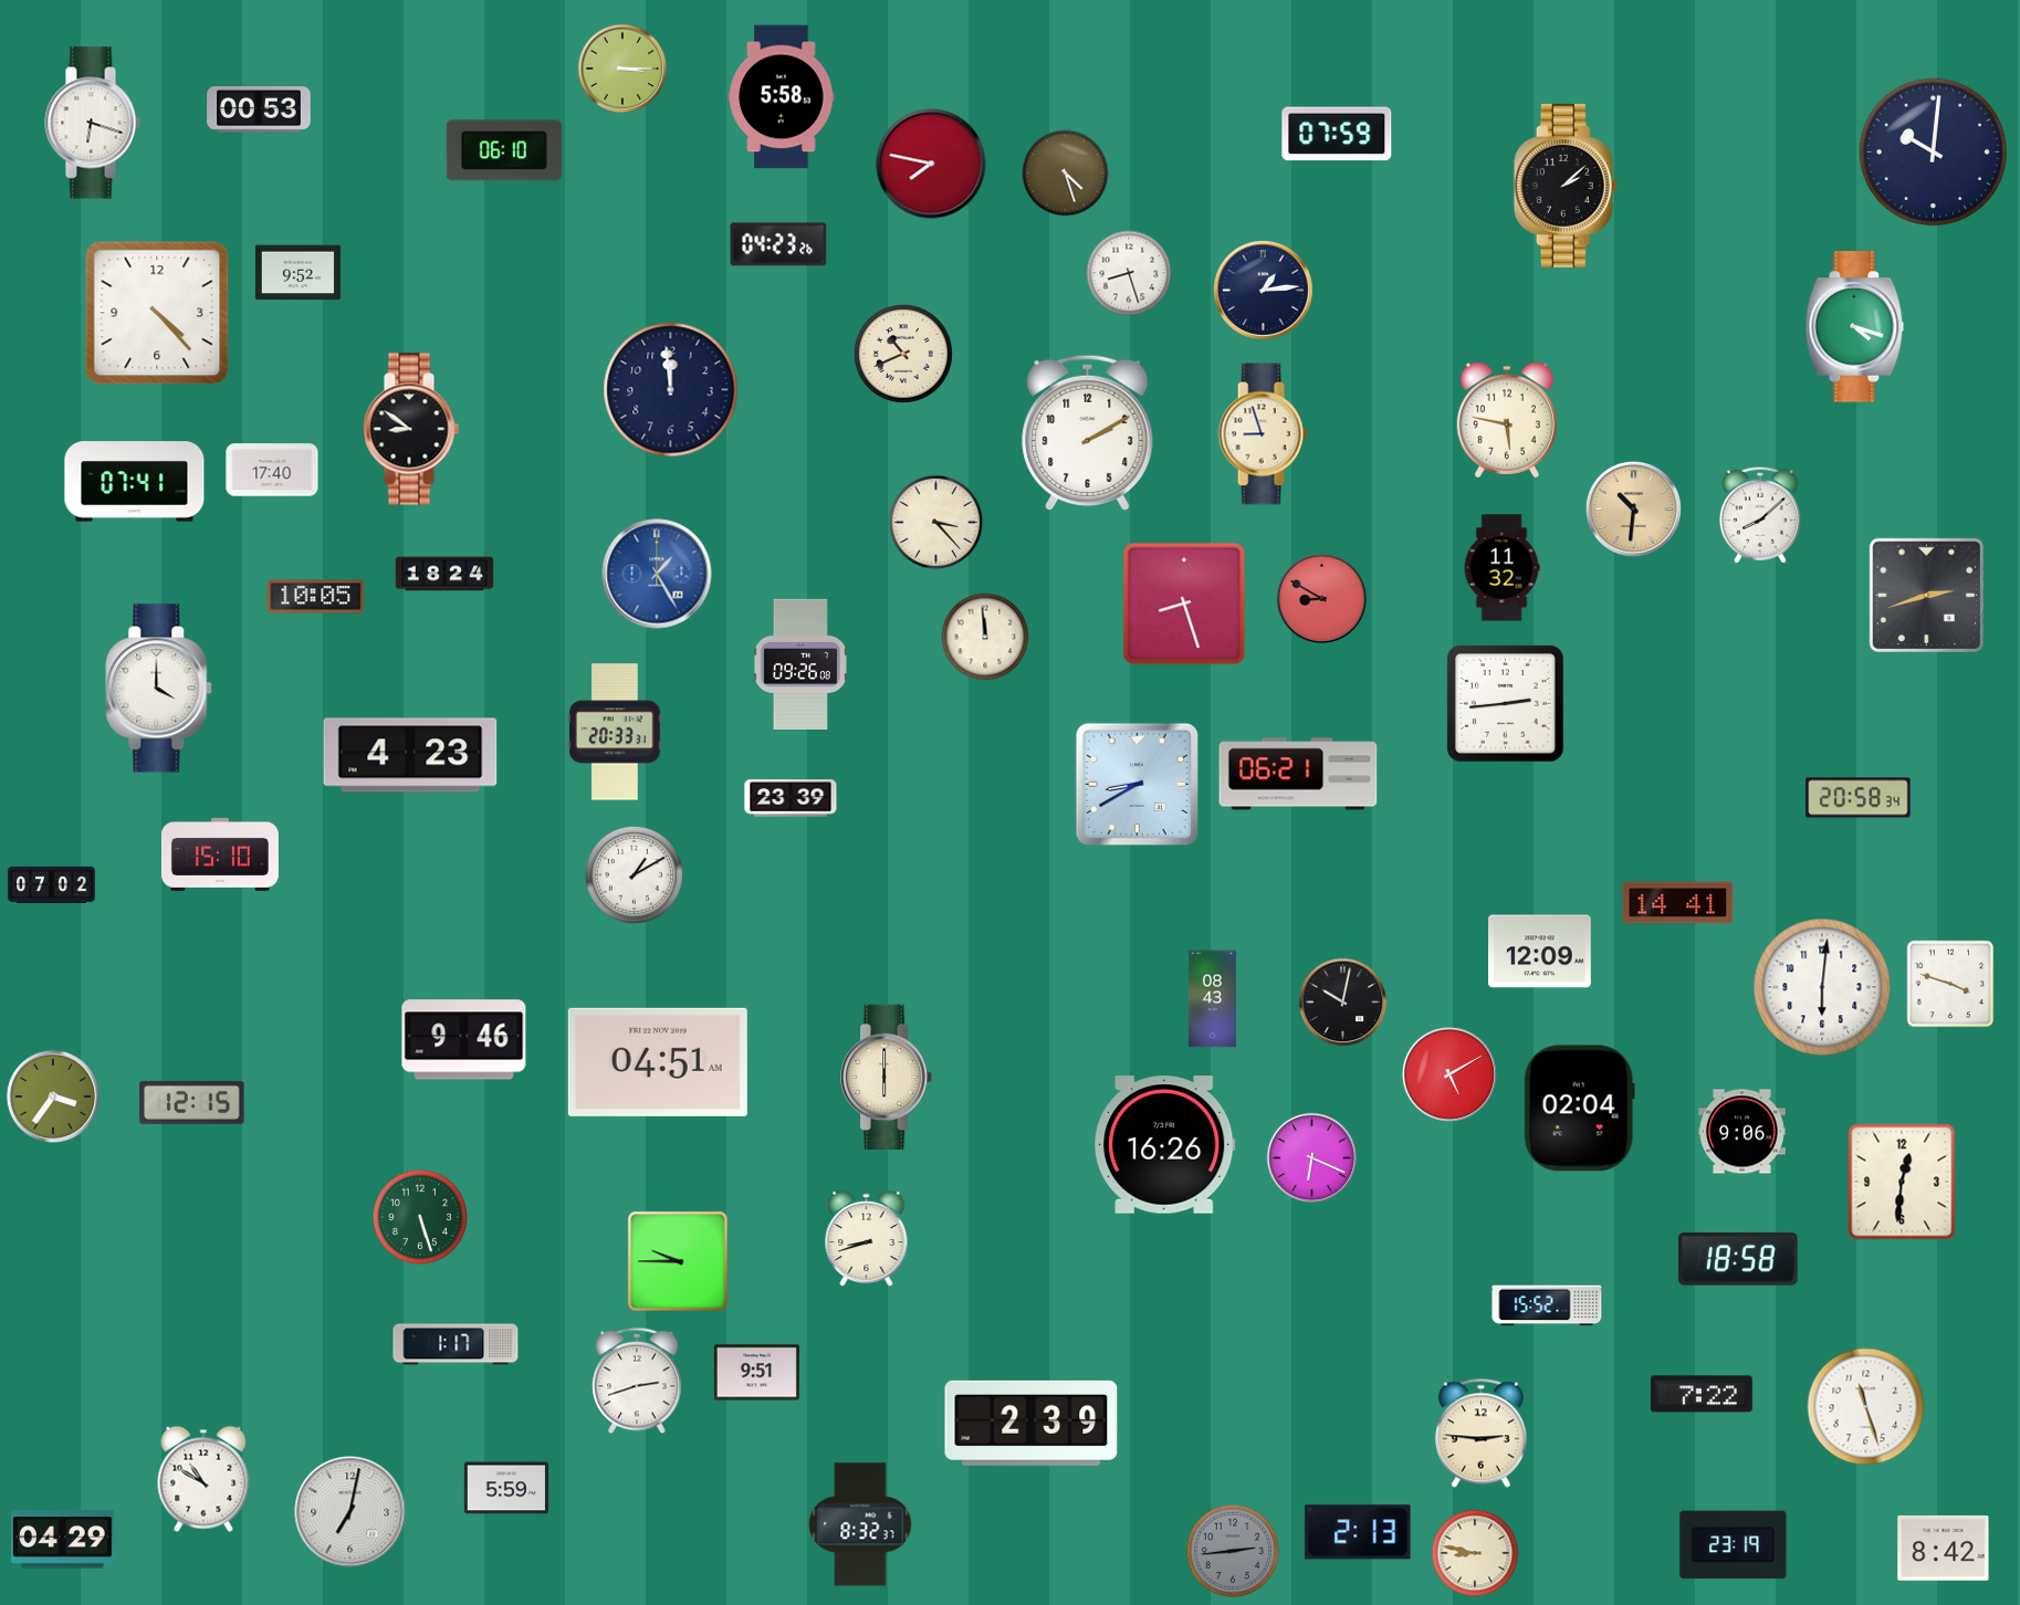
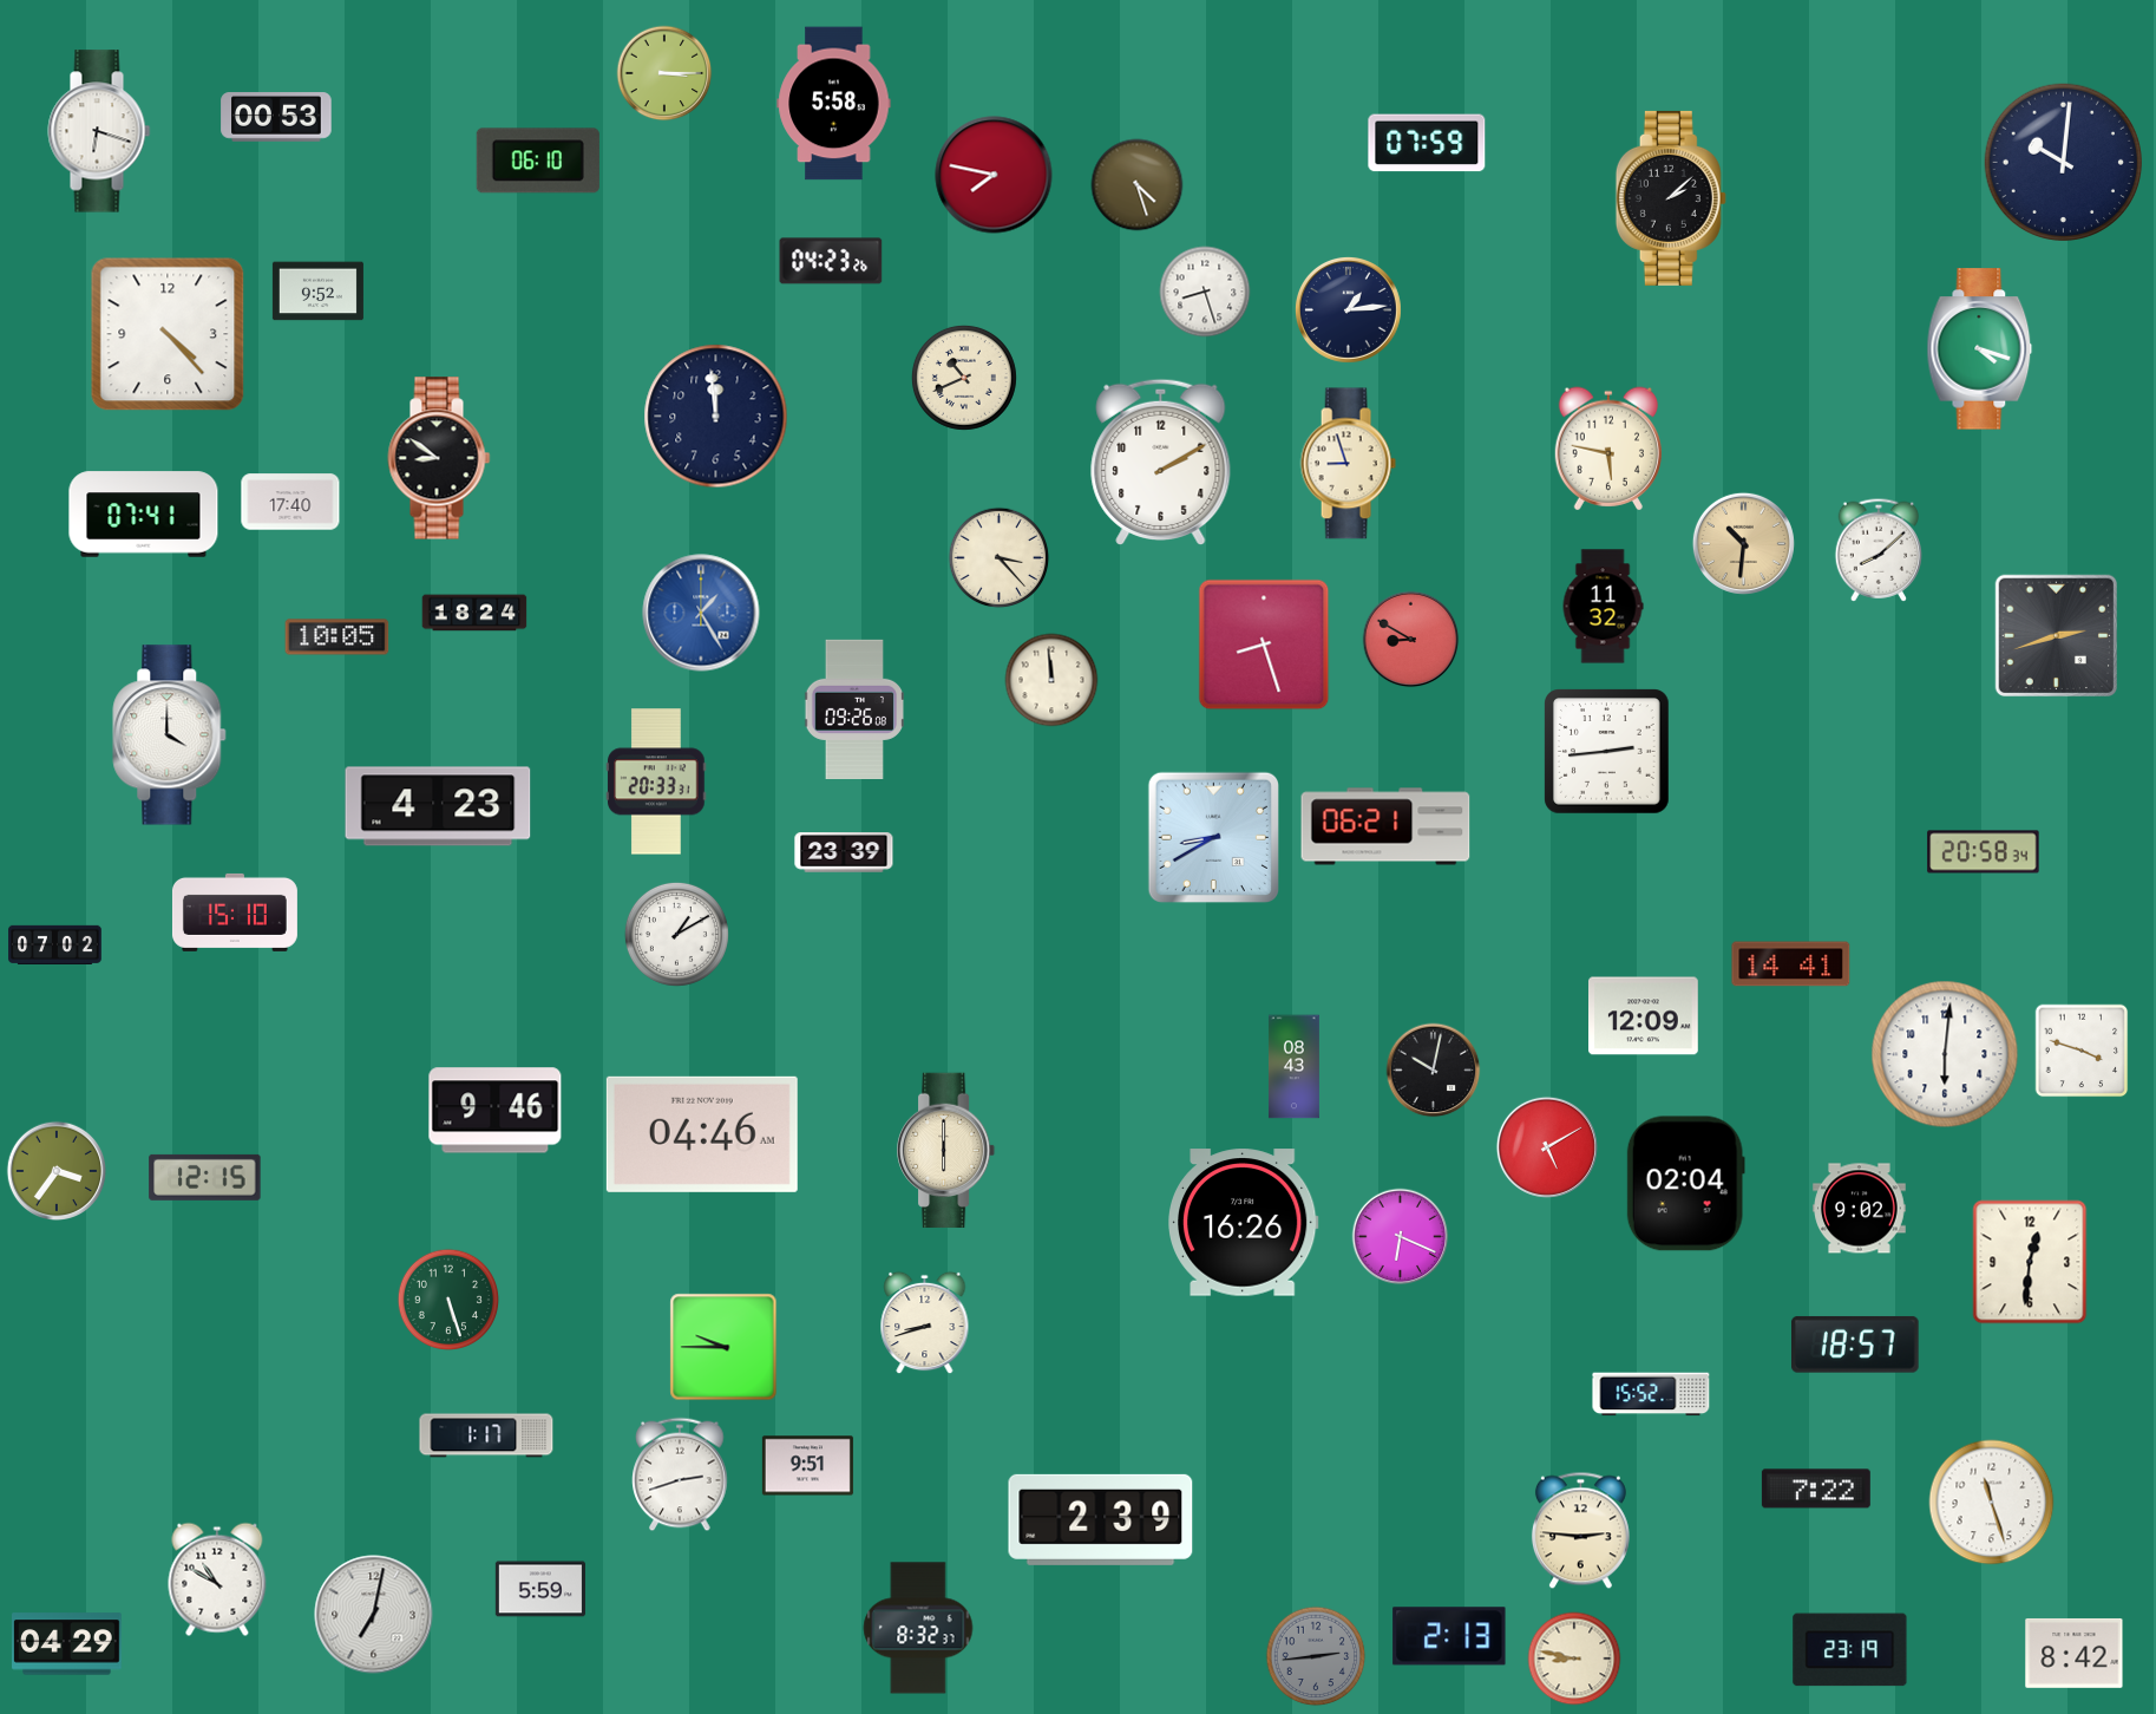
clock at (658, 1062): 04:51 -> 04:46
clock at (1742, 1132): 9:06 -> 9:02
clock at (1739, 1259): 18:58 -> 18:57
